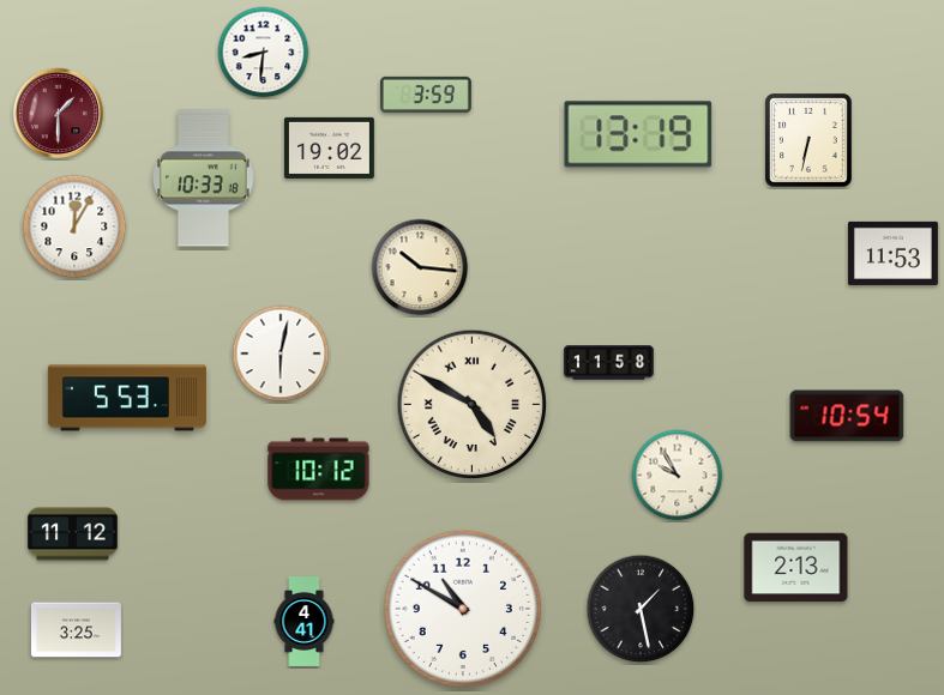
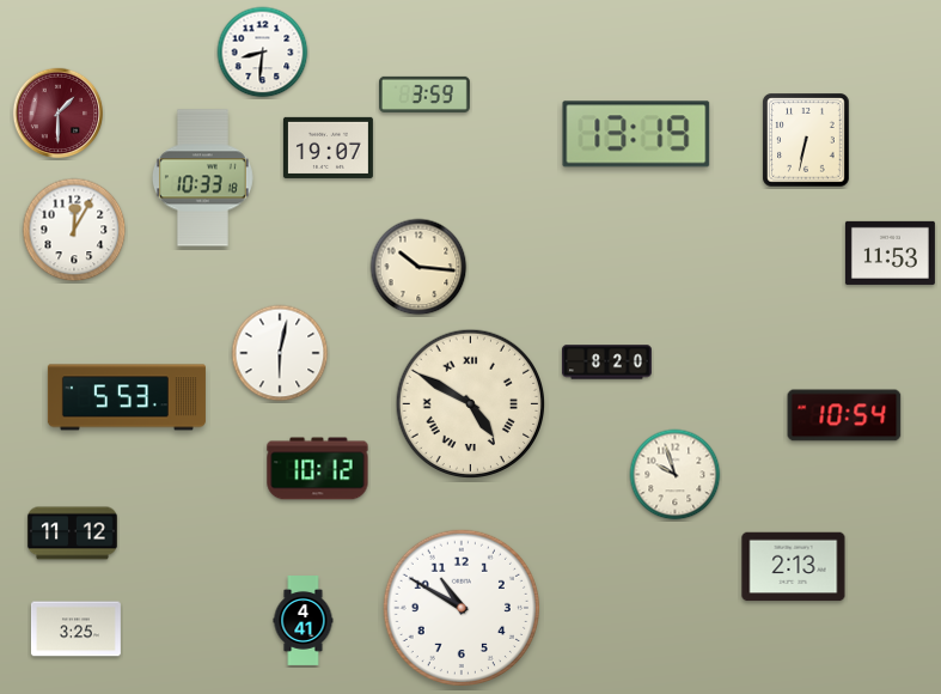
clock at (329, 147): 19:02 -> 19:07
clock at (74, 226) position: (74, 226) -> (74, 230)
clock at (608, 363): 11:58 -> 8:20
clock at (678, 476): 9:55 -> 9:57
clock at (641, 609): 1:28 -> none
